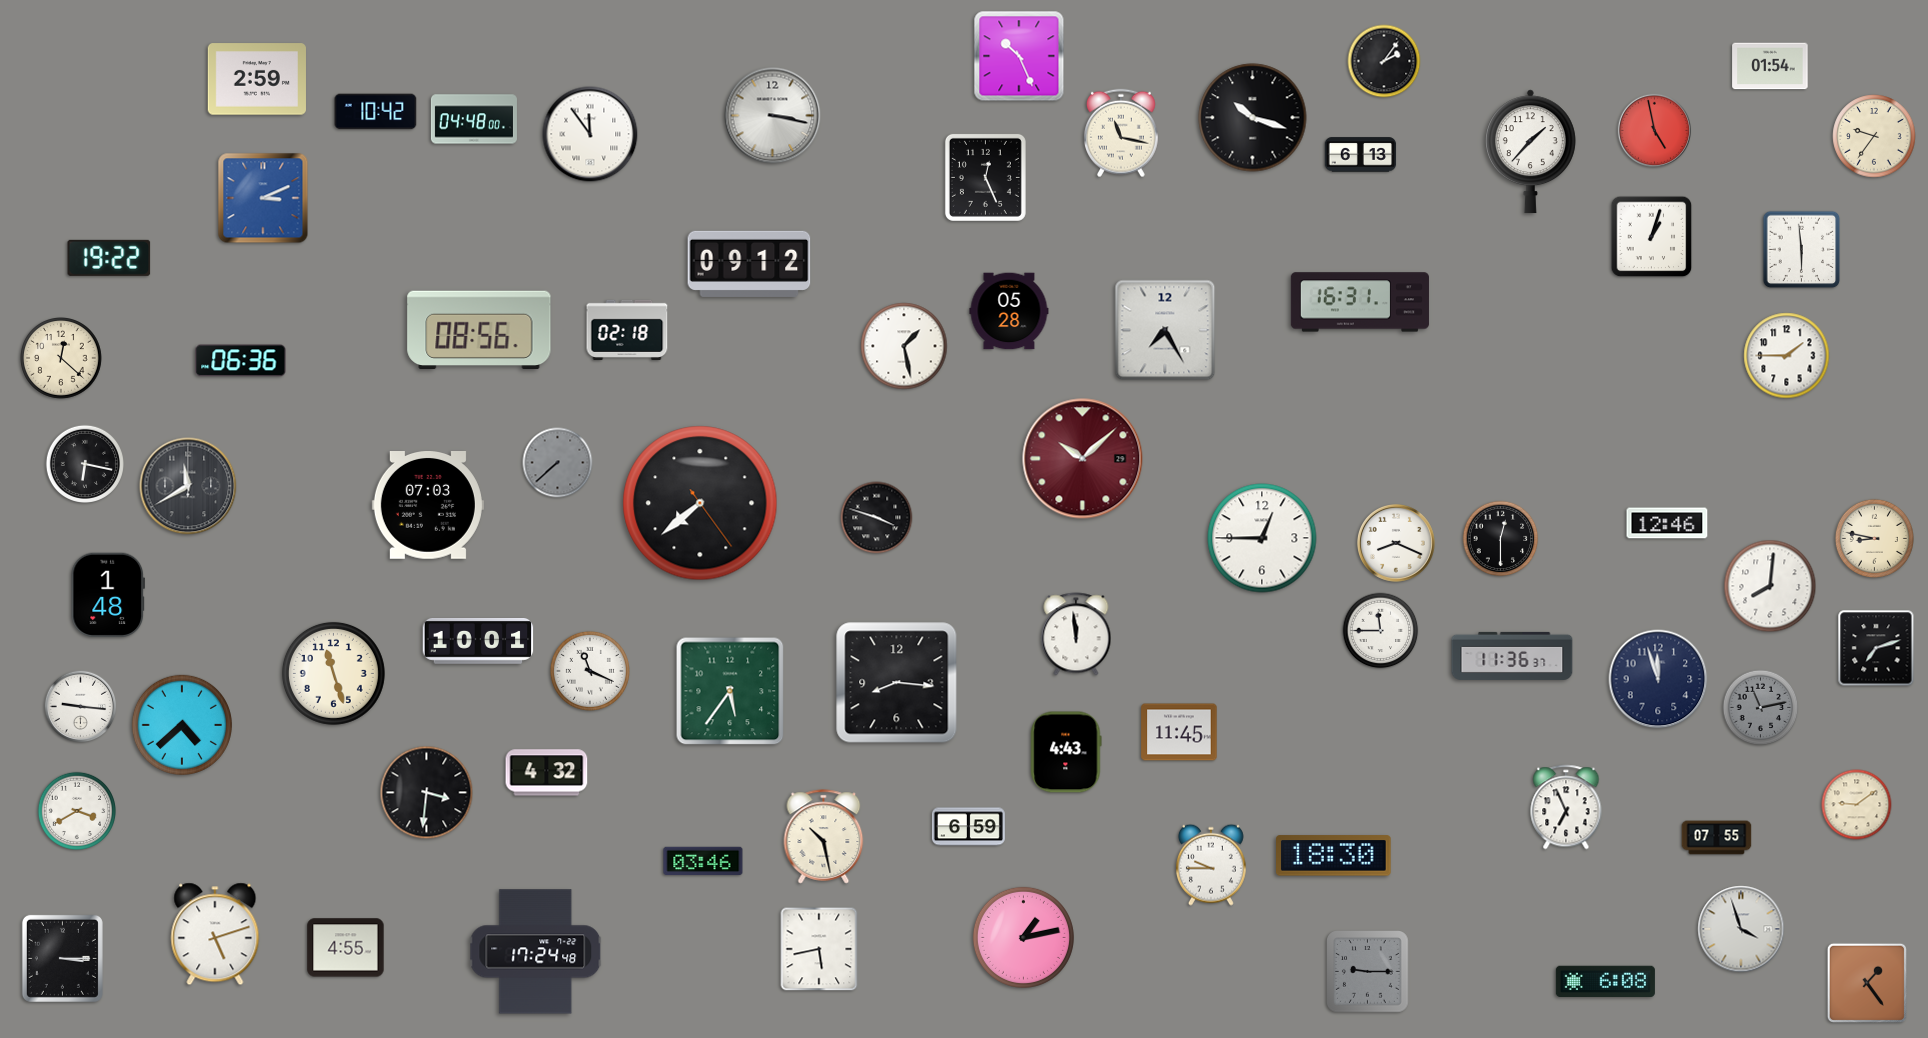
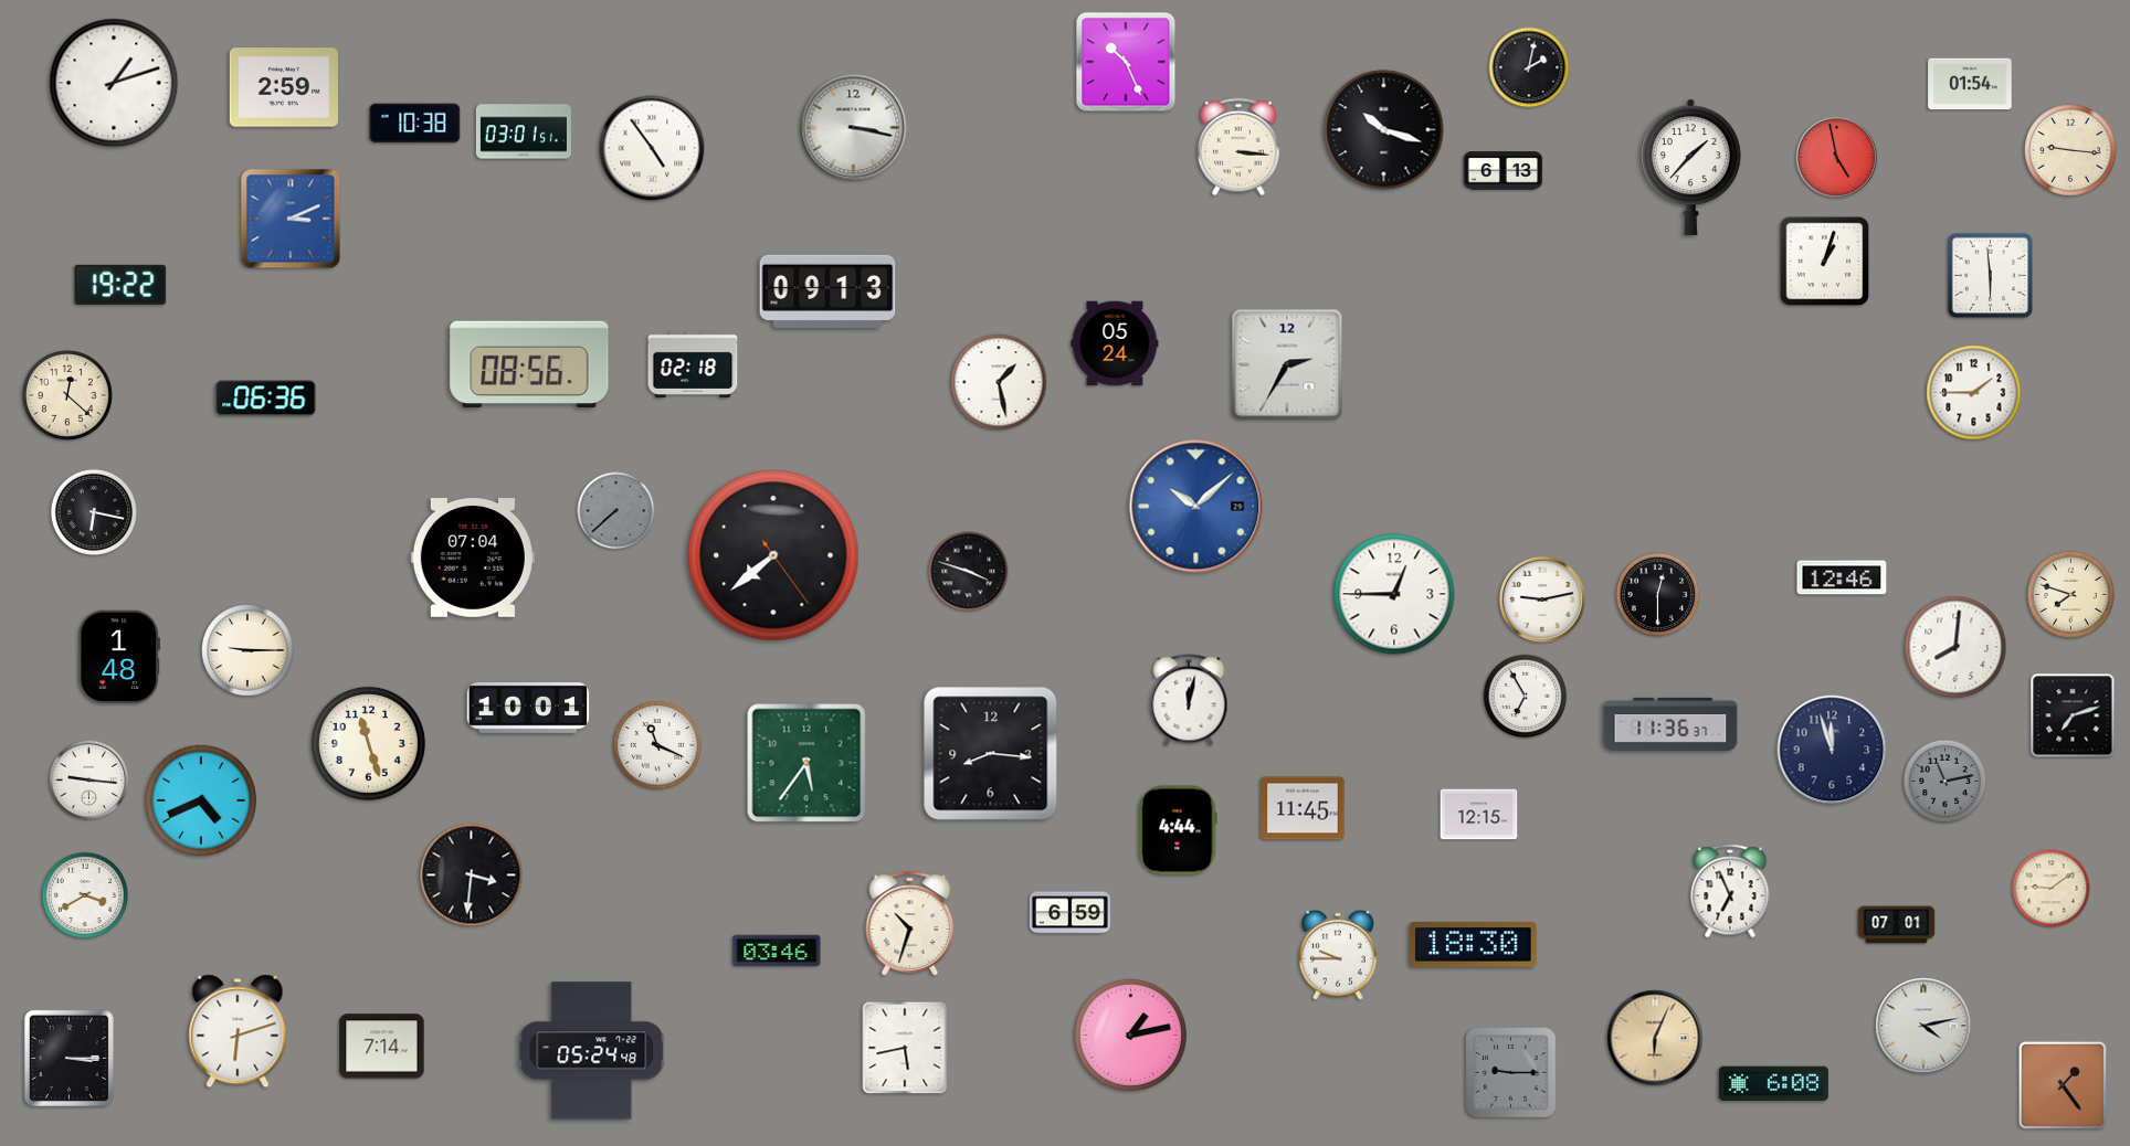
clock at (1384, 61): 2:06 -> 2:02
clock at (1770, 66) position: (1770, 66) -> (1970, 84)
clock at (114, 83): none -> 1:12
clock at (376, 112): 10:42 -> 10:38
clock at (474, 119): 04:48 -> 03:01
clock at (1654, 130) position: (1654, 130) -> (1836, 157)
clock at (1121, 133): 11:17 -> 3:16
clock at (590, 134): 11:54 -> 4:54
clock at (1874, 136): 9:36 -> 9:16
clock at (985, 177): 12:26 -> none
clock at (749, 264): 09:12 -> 09:13
clock at (1360, 302): 16:31 -> none
clock at (1009, 311): 05:28 -> 05:24
clock at (1165, 330): 7:25 -> 2:35
clock at (1083, 459) dial: burgundy -> blue
clock at (188, 486): 11:40 -> none
clock at (428, 506): 07:03 -> 07:04
clock at (1874, 538): 8:47 -> 7:48
clock at (1396, 543): 8:19 -> 9:13
clock at (247, 650): none -> 9:15
clock at (1381, 631): 11:45 -> 6:55
clock at (1076, 634): 11:59 -> 12:02
clock at (590, 671) position: (590, 671) -> (657, 745)
clock at (182, 725): 4:38 -> 4:41
clock at (1479, 815): none -> 12:15
clock at (1066, 752): 4:43 -> 4:44
clock at (547, 773): 4:32 -> none
clock at (824, 837): 10:28 -> 10:33
clock at (1717, 838): 07:55 -> 07:01
clock at (1741, 929): 3:57 -> 4:13
clock at (215, 934): 5:12 -> 6:12
clock at (1655, 1038): none -> 6:04
clock at (346, 948): 4:55 -> 7:14
clock at (536, 952): 17:24 -> 05:24
